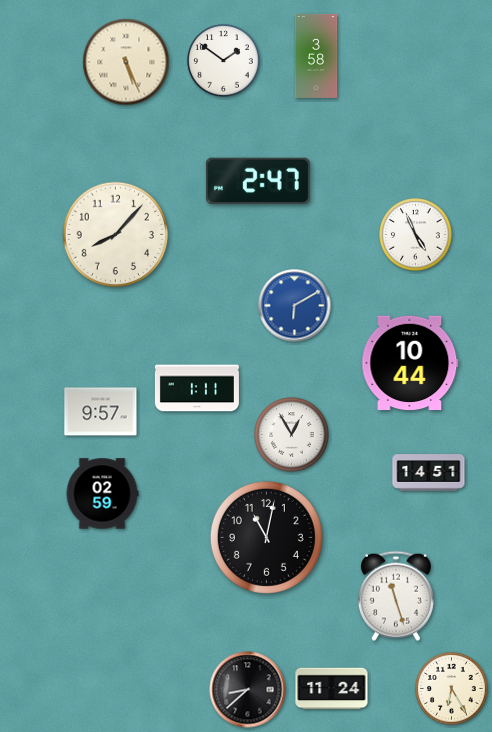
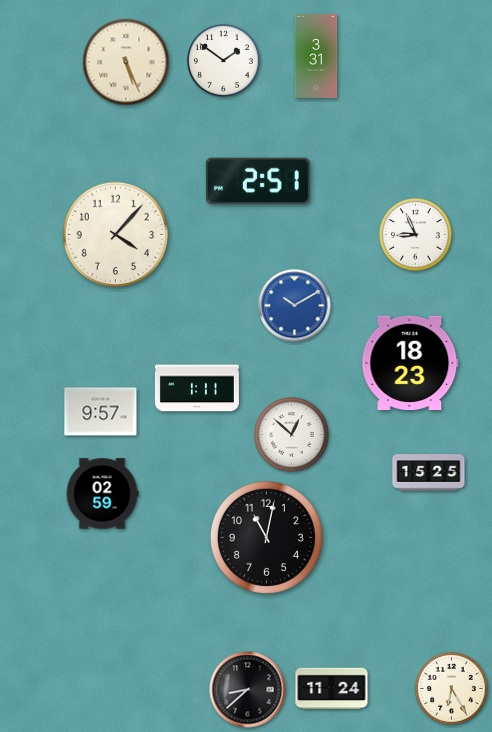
clock at (316, 56): 3:58 -> 3:31
clock at (258, 180): 2:47 -> 2:51
clock at (116, 235): 8:07 -> 4:07
clock at (416, 235): 4:56 -> 8:56
clock at (295, 306): 6:10 -> 10:10
clock at (410, 363): 10:44 -> 18:23
clock at (292, 435): 12:55 -> 12:52
clock at (429, 473): 14:51 -> 15:25
clock at (396, 596): 11:27 -> none
